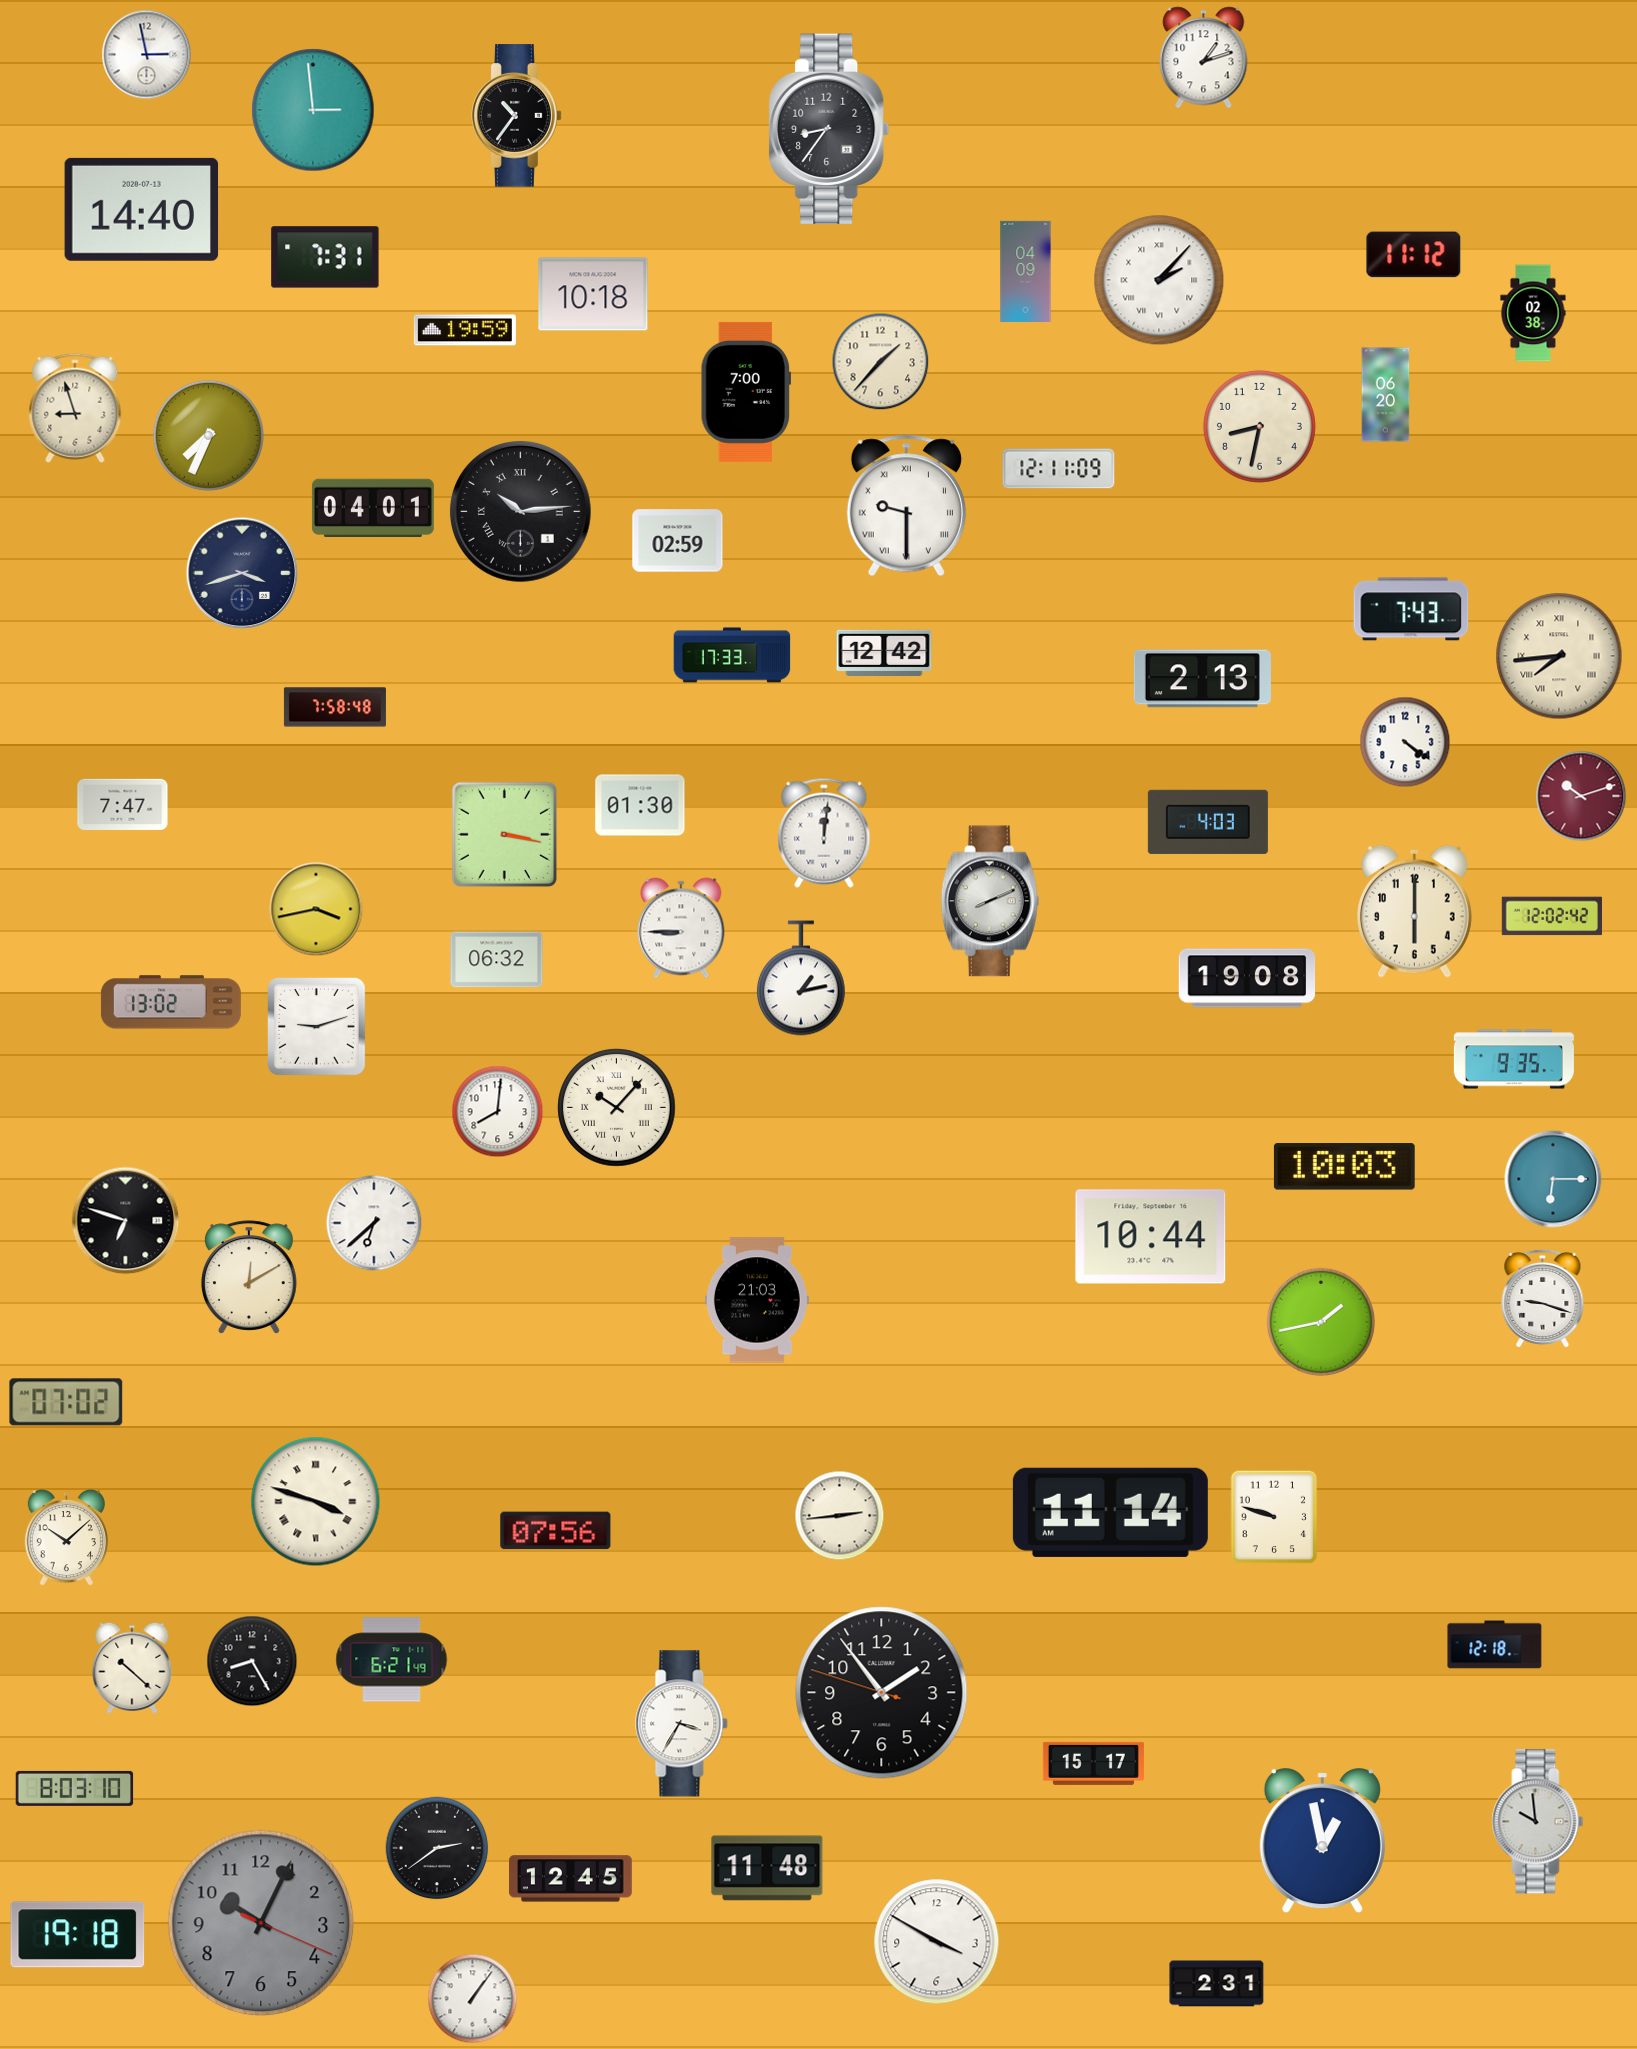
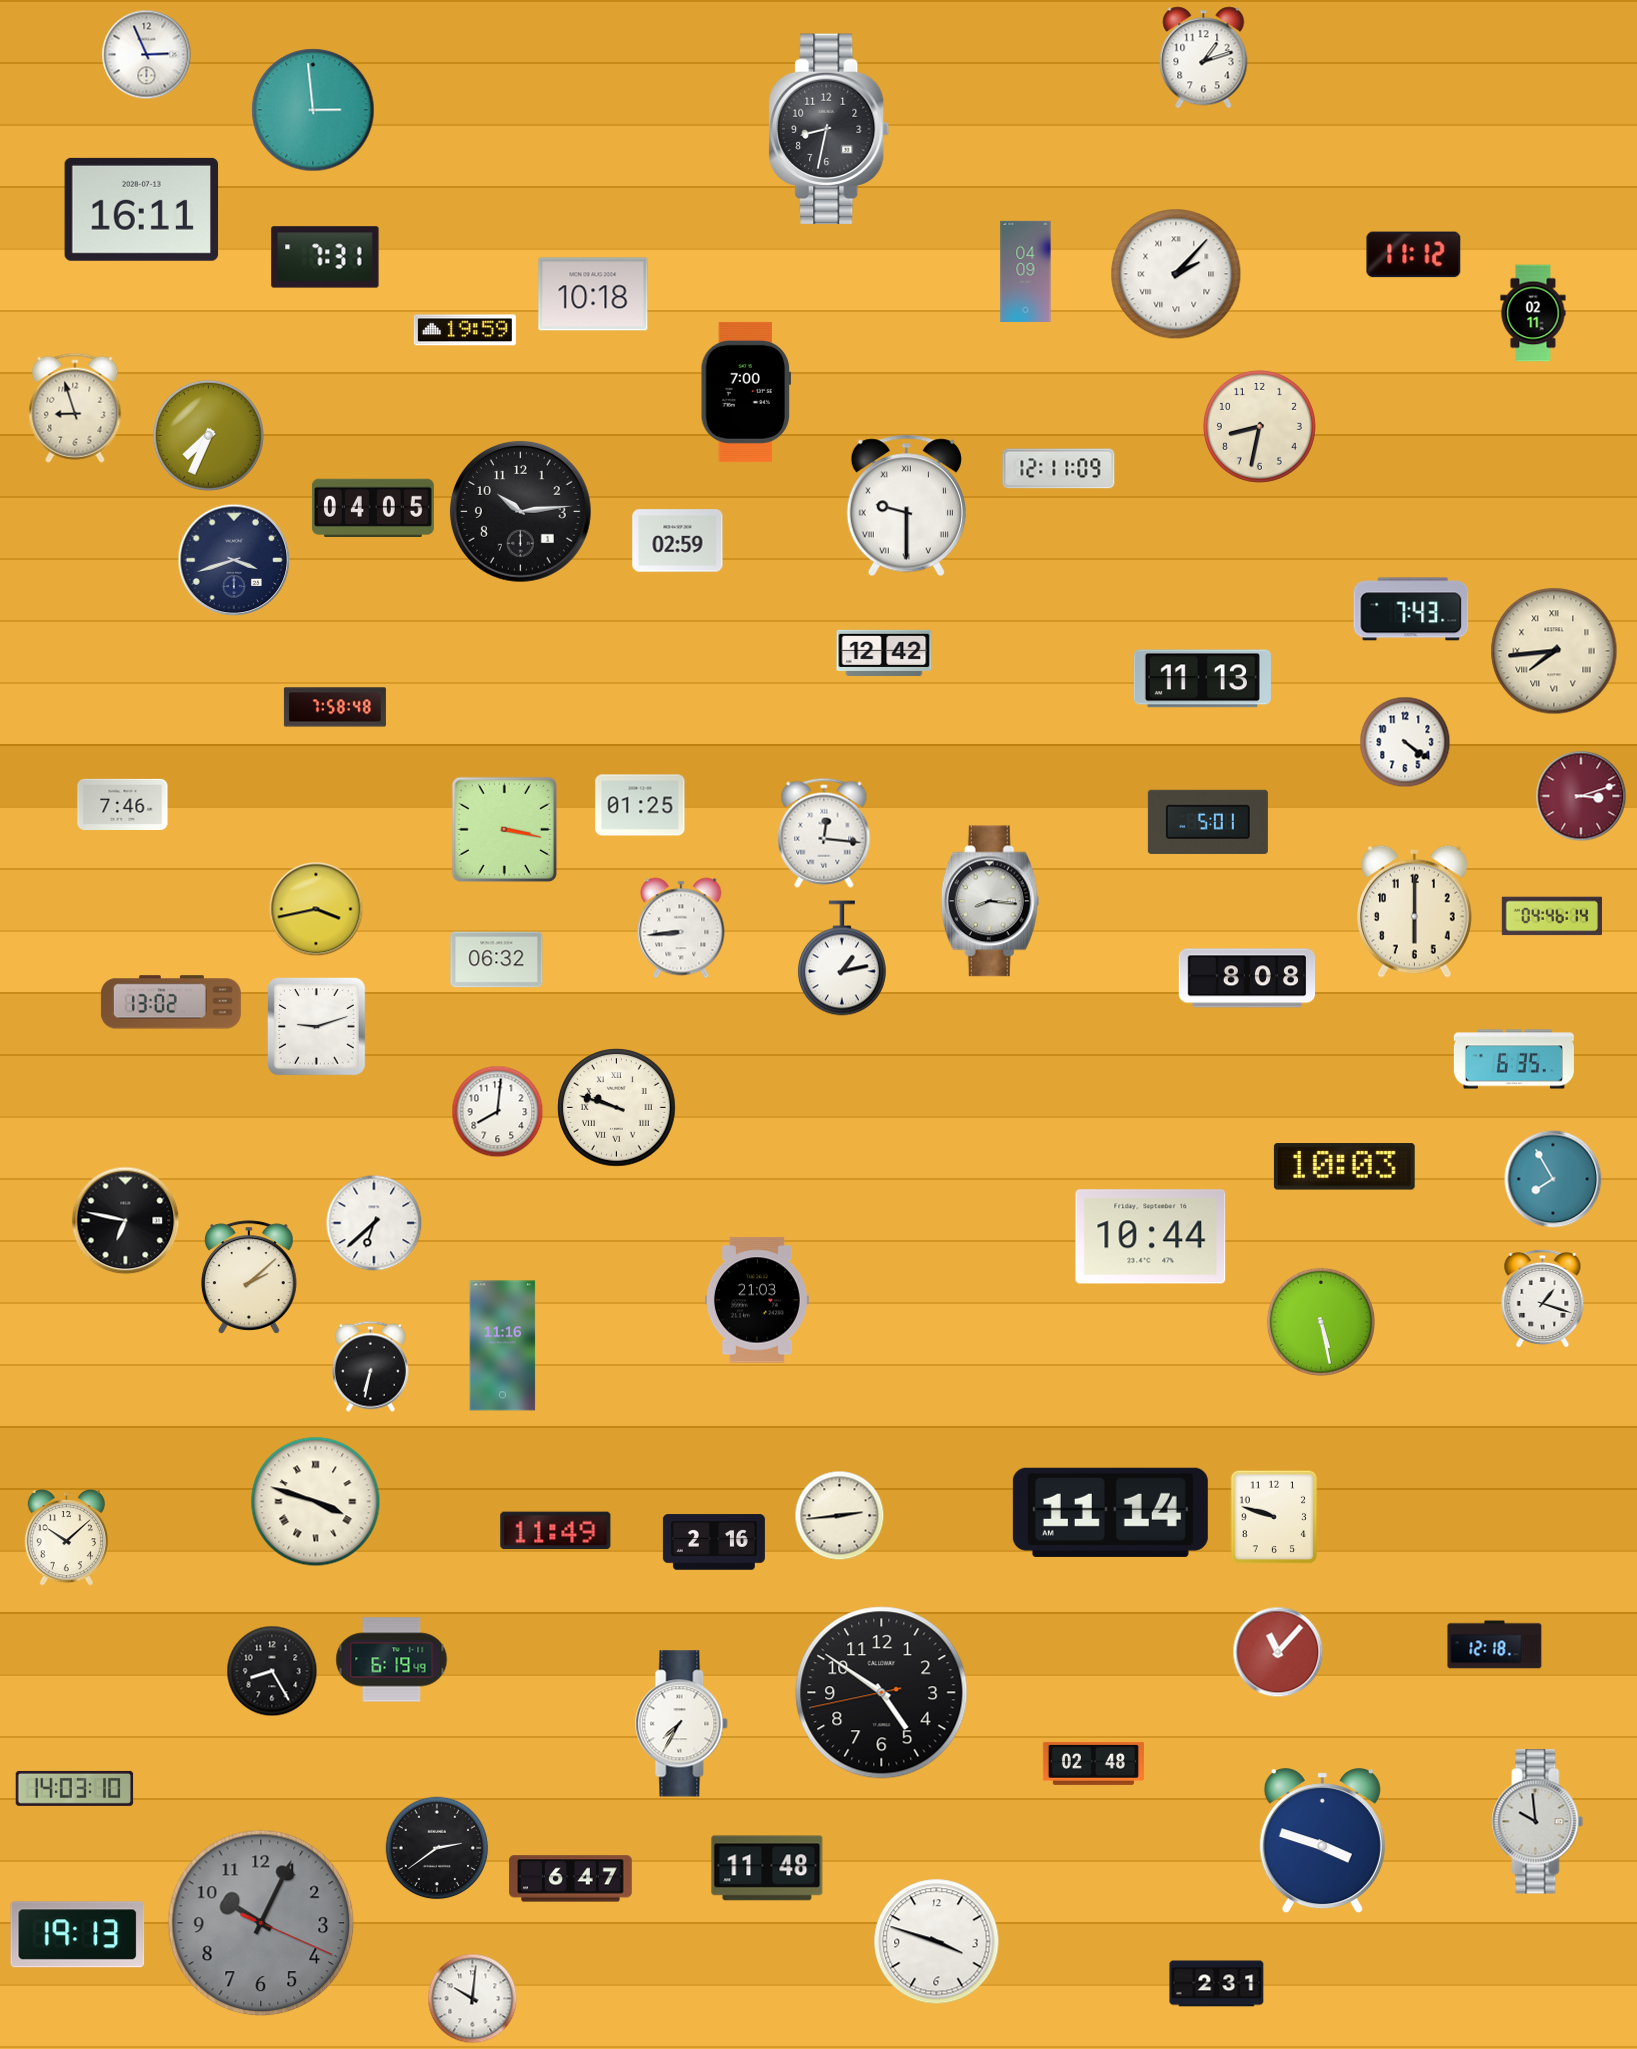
clock at (147, 55): 2:58 -> 2:56
clock at (517, 116): 10:36 -> none
clock at (829, 129): 8:36 -> 8:32
clock at (142, 209): 14:40 -> 16:11
clock at (1159, 280) position: (1159, 280) -> (1176, 274)
clock at (1533, 313): 02:38 -> 02:11
clock at (881, 362): 1:37 -> none
clock at (1386, 395): 06:20 -> none
clock at (373, 507): 04:01 -> 04:05
clock at (520, 511) numerals: Roman -> Arabic
clock at (242, 573) position: (242, 573) -> (234, 560)
clock at (732, 655): 17:33 -> none
clock at (1559, 656) position: (1559, 656) -> (1554, 651)
clock at (1202, 679): 2:13 -> 11:13
clock at (1581, 796): 10:12 -> 3:12
clock at (123, 804): 7:47 -> 7:46
clock at (640, 805): 01:30 -> 01:25
clock at (1208, 822): 4:03 -> 5:01
clock at (824, 833): 12:01 -> 12:16
clock at (504, 834) position: (504, 834) -> (504, 829)
clock at (990, 901): 8:11 -> 8:16
clock at (1552, 916): 12:02 -> 04:46
clock at (681, 928): 8:45 -> 8:44
clock at (801, 978) position: (801, 978) -> (842, 958)
clock at (1247, 978): 19:08 -> 8:08
clock at (1514, 1059): 9:35 -> 6:35
clock at (617, 1108): 10:07 -> 9:48
clock at (1553, 1179): 6:15 -> 7:55
clock at (126, 1221): 6:48 -> 6:47
clock at (249, 1277): 12:10 -> 2:08
clock at (1543, 1299): 9:18 -> 1:18
clock at (1321, 1322): 1:43 -> 5:28
clock at (503, 1346): none -> 11:16
clock at (370, 1366): none -> 6:32
clock at (66, 1402): 07:02 -> none
clock at (556, 1531): 07:56 -> 11:49
clock at (714, 1542): none -> 2:16
clock at (1278, 1652): none -> 11:07
clock at (392, 1660): 6:21 -> 6:19
clock at (252, 1661) position: (252, 1661) -> (272, 1671)
clock at (132, 1668): 10:22 -> none
clock at (882, 1693): 1:53 -> 4:50
clock at (682, 1724): 3:35 -> 7:35
clock at (1093, 1763): 15:17 -> 02:48
clock at (75, 1788): 8:03 -> 14:03
clock at (1322, 1841): 12:58 -> 3:48
clock at (571, 1879): 12:45 -> 6:47
clock at (78, 1935): 19:18 -> 19:13
clock at (937, 1942): 3:50 -> 3:48
clock at (473, 1999): 1:06 -> 10:01
